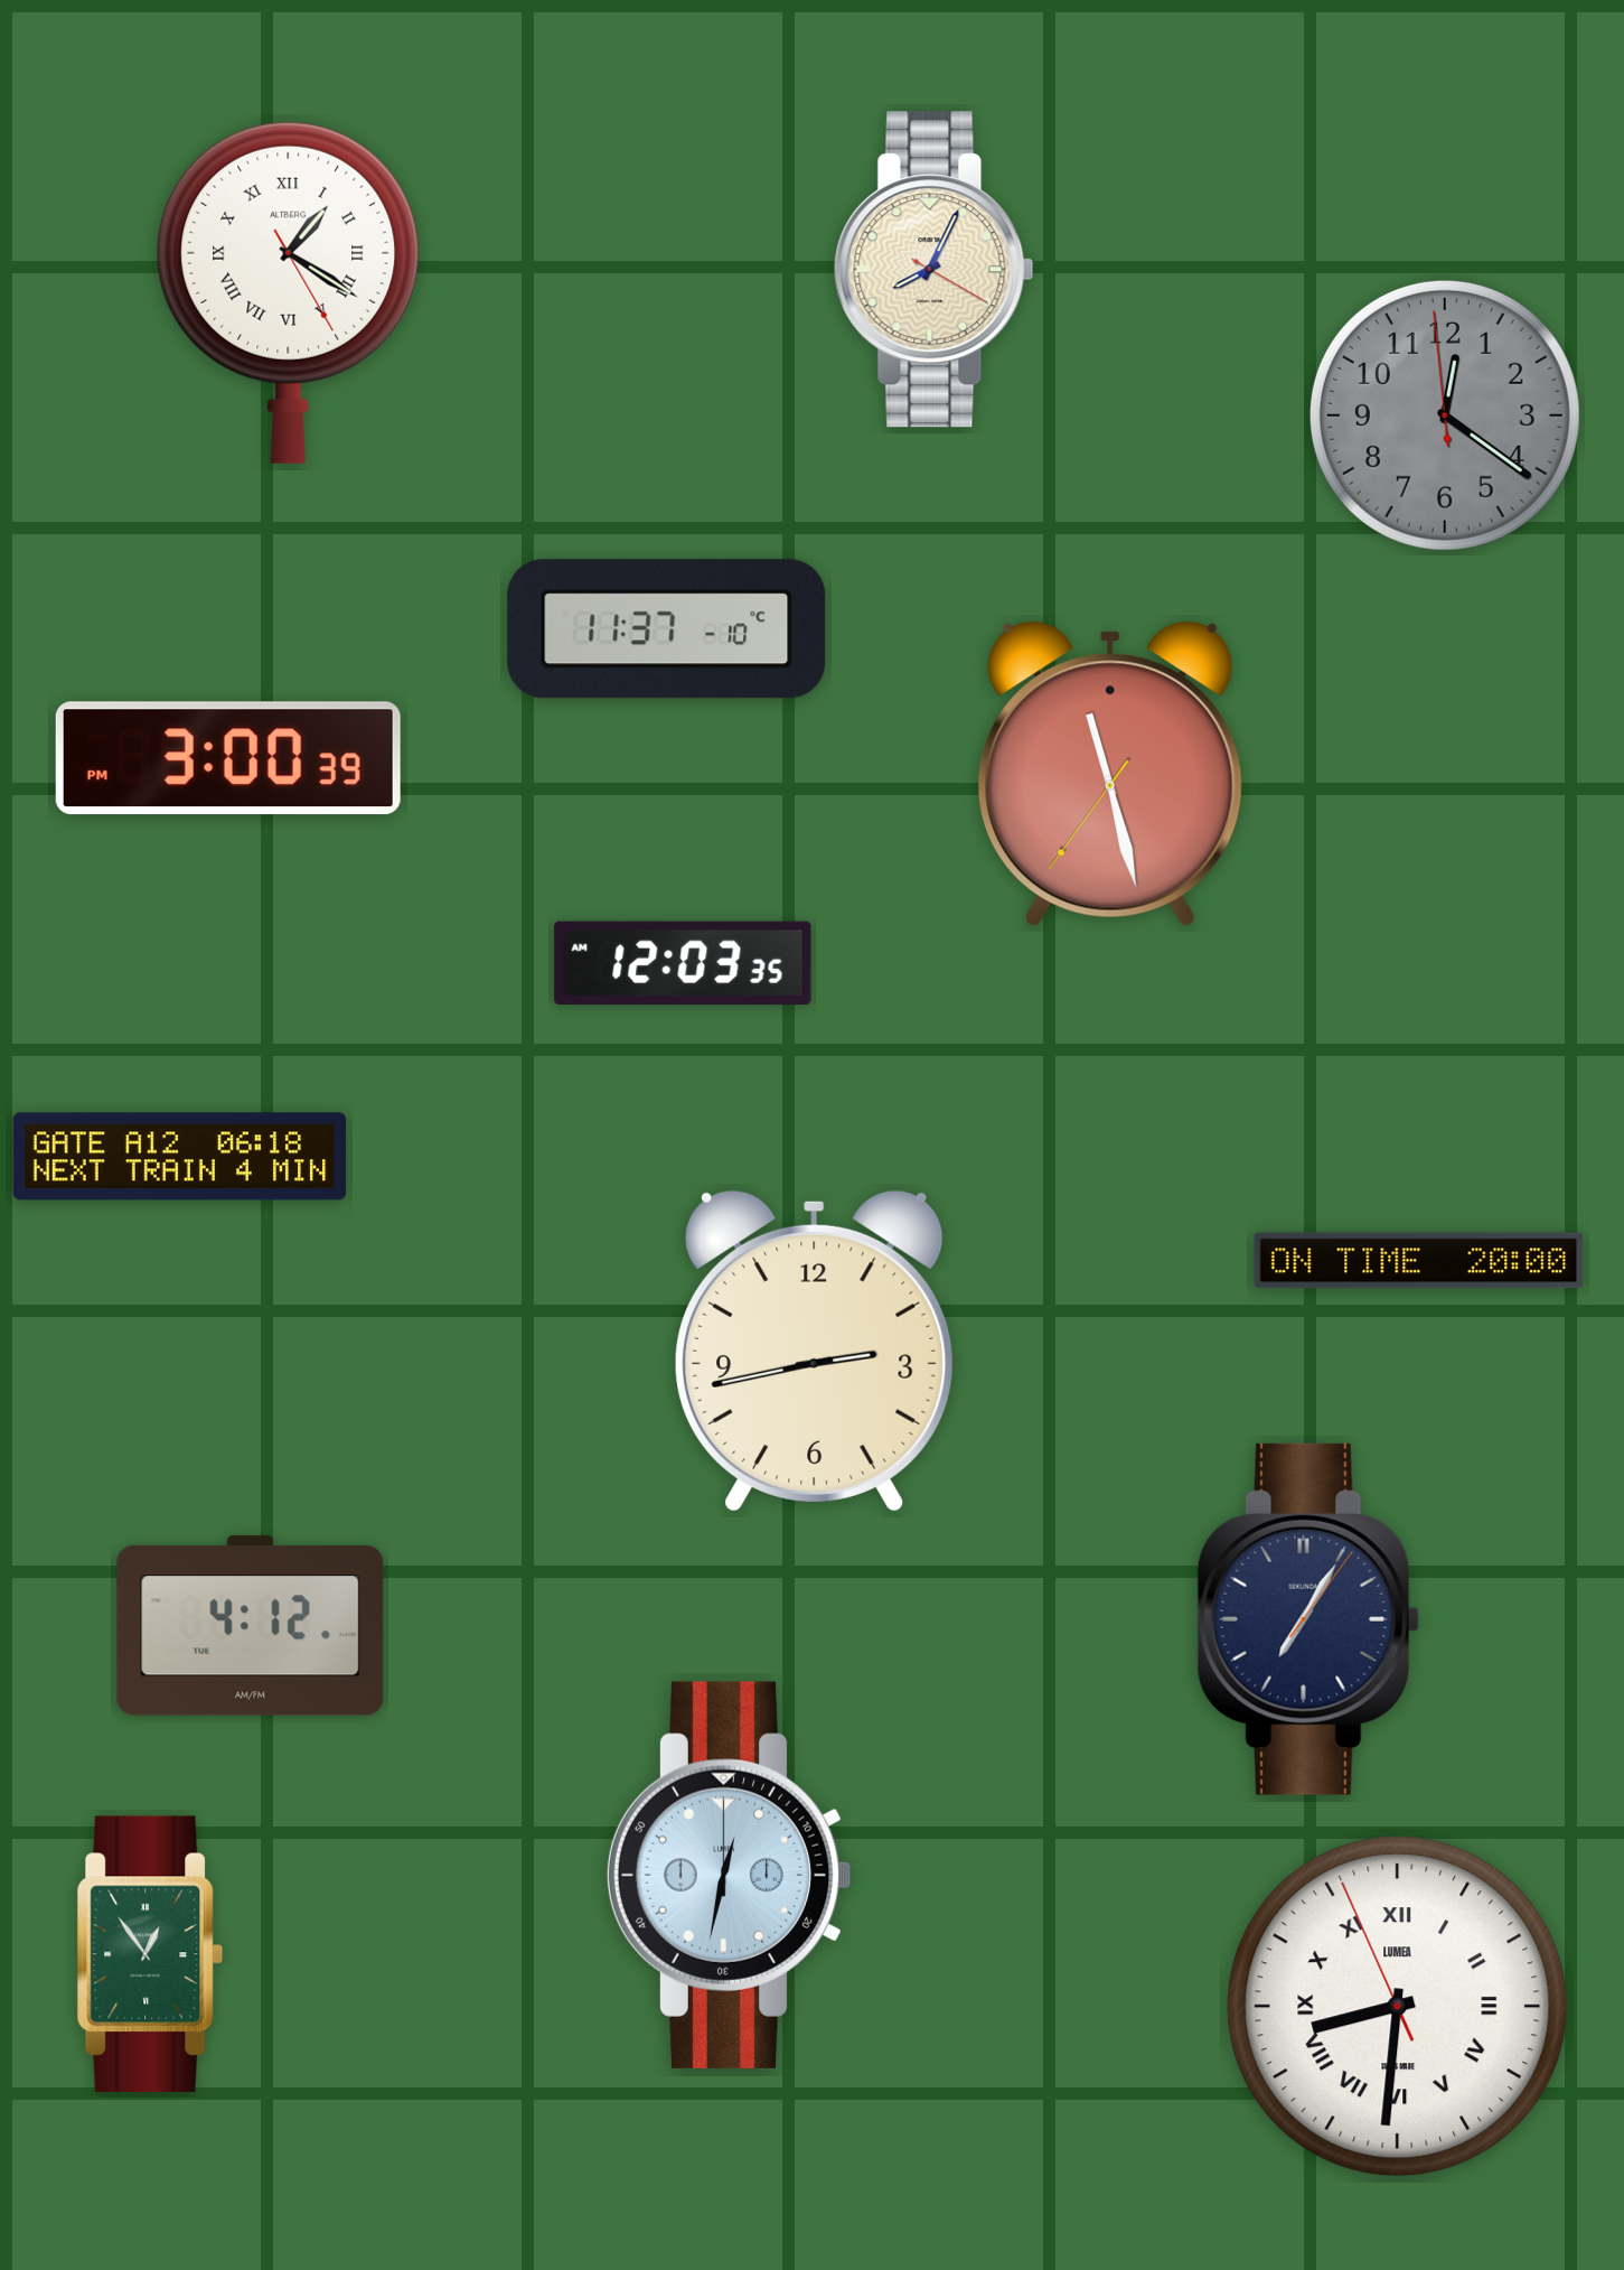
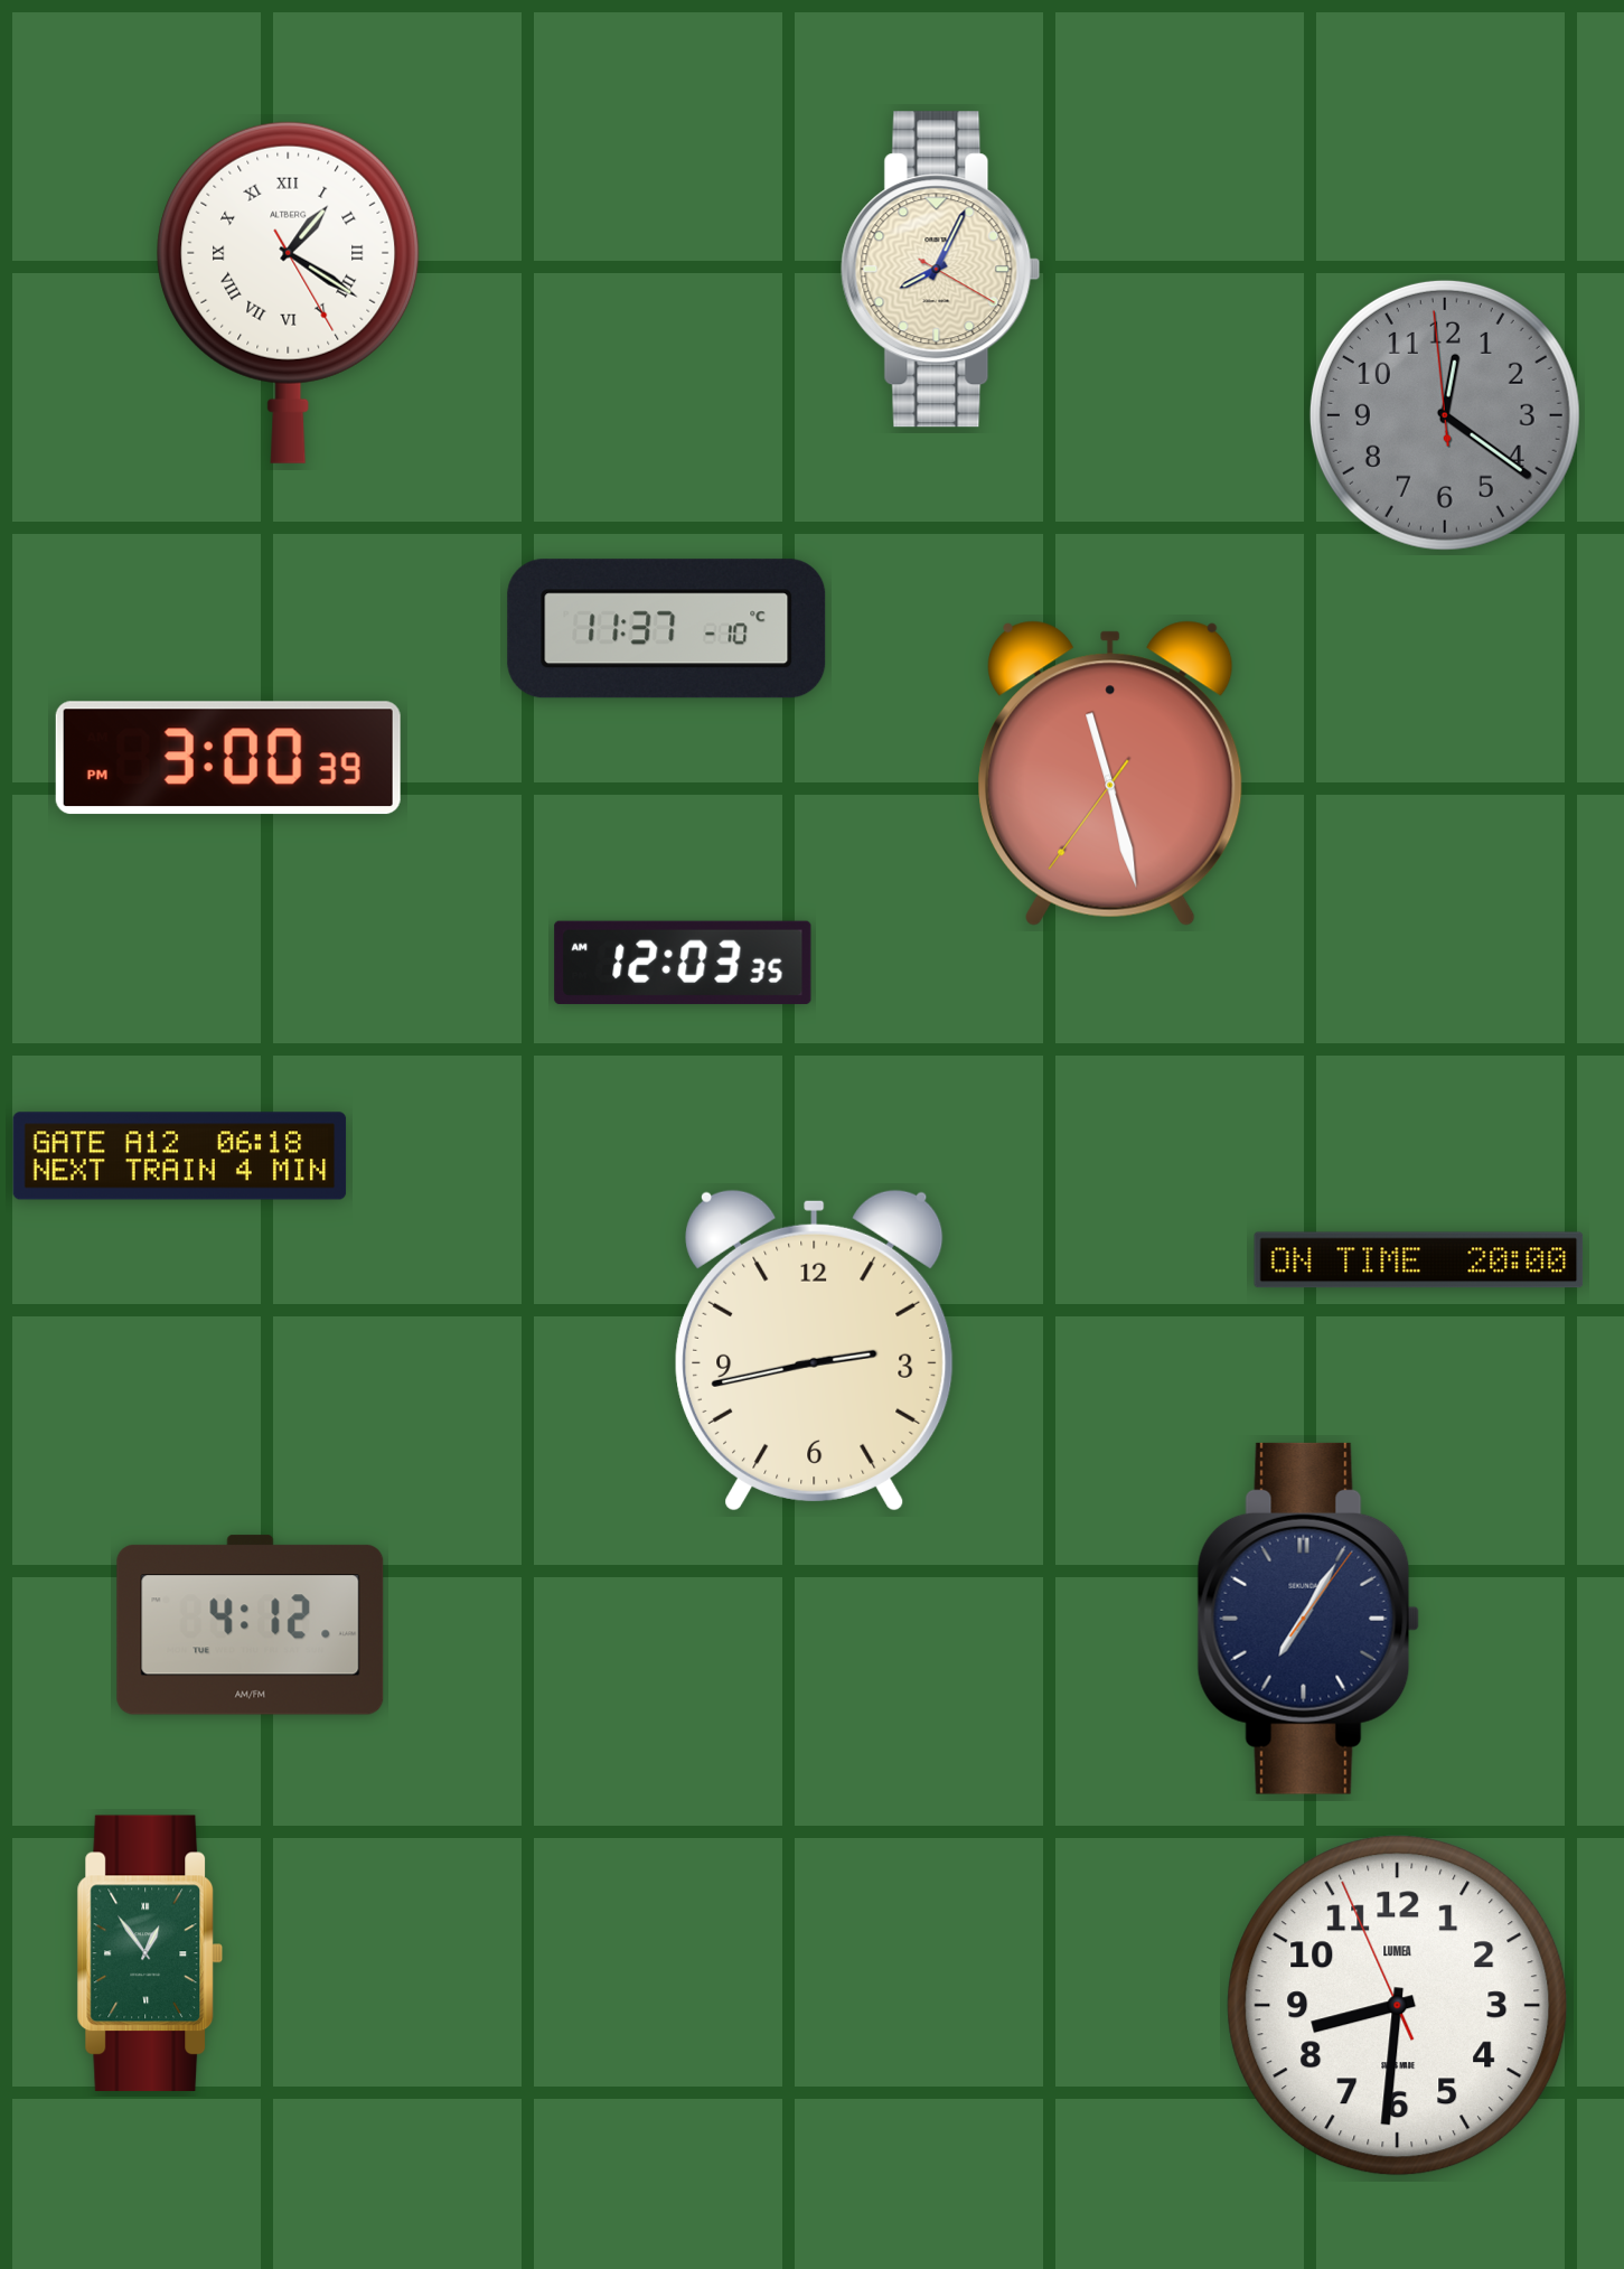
clock at (935, 270) position: (935, 270) -> (941, 270)
clock at (729, 1875): 12:32 -> none
clock at (1398, 2007) numerals: Roman -> Arabic
